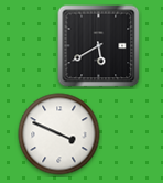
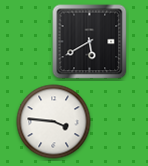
clock at (59, 134): 3:49 -> 3:46
